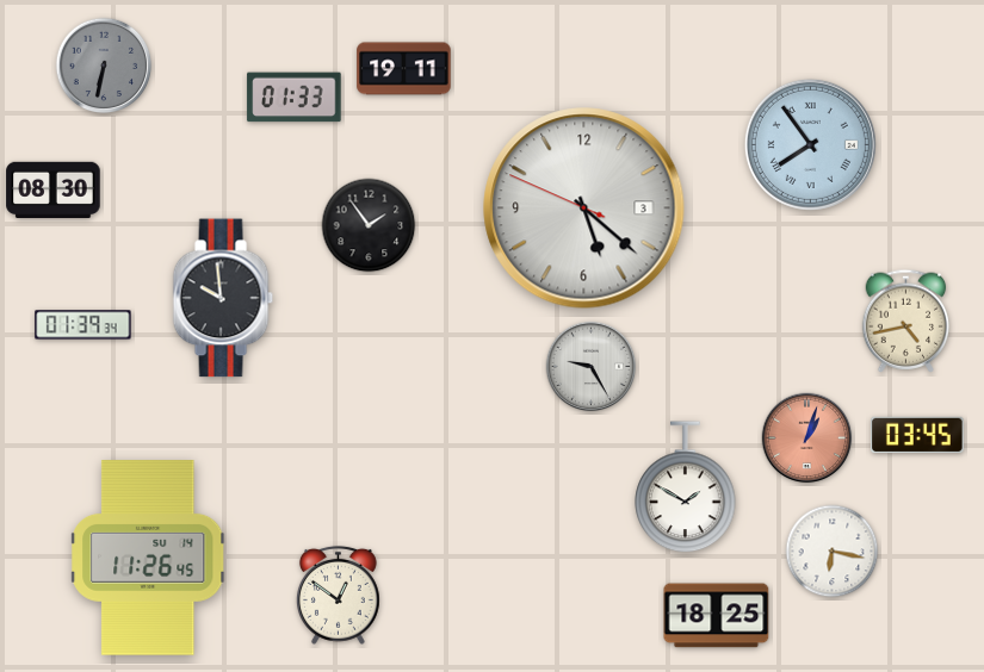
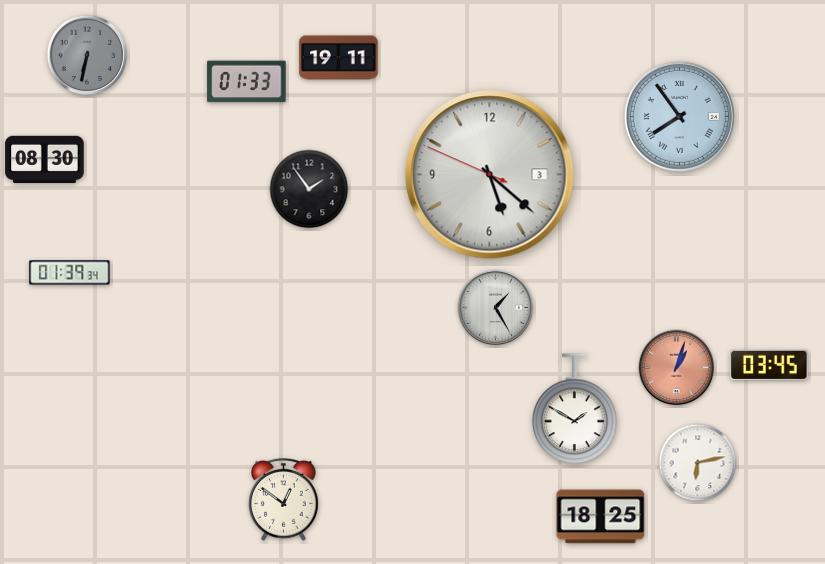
clock at (810, 144) position: (810, 144) -> (679, 116)
clock at (223, 298): 9:59 -> none
clock at (906, 321): 4:43 -> none
clock at (592, 367): 9:25 -> 1:25
clock at (833, 552): 6:17 -> 6:13
clock at (149, 558): 11:26 -> none
